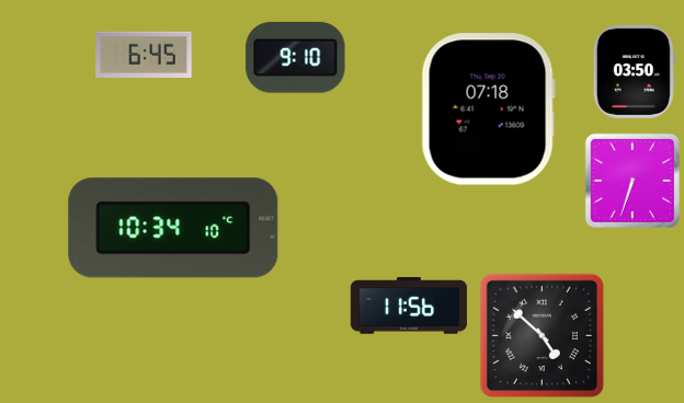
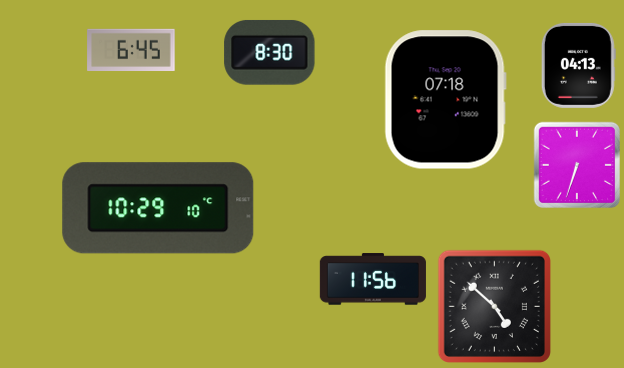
clock at (296, 57): 9:10 -> 8:30
clock at (634, 71): 03:50 -> 04:13
clock at (173, 228): 10:34 -> 10:29
